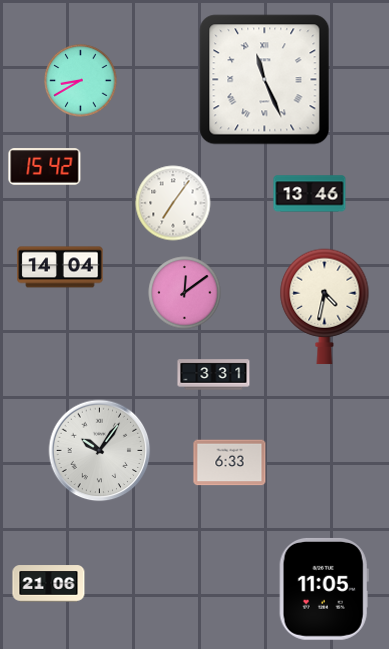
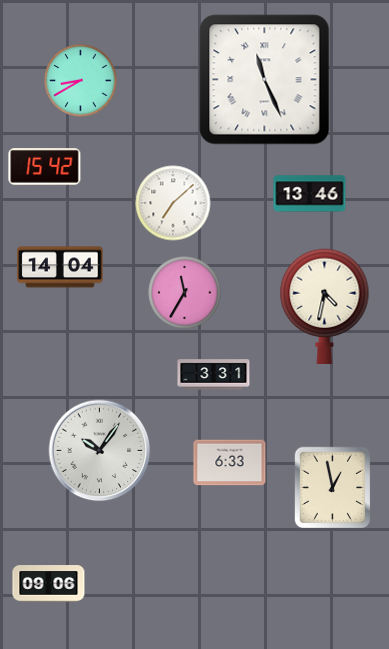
clock at (173, 203): 7:06 -> 7:08
clock at (185, 293): 12:09 -> 11:35
clock at (333, 488): none -> 12:58
clock at (49, 584): 21:06 -> 09:06
clock at (324, 589): 11:05 -> none
